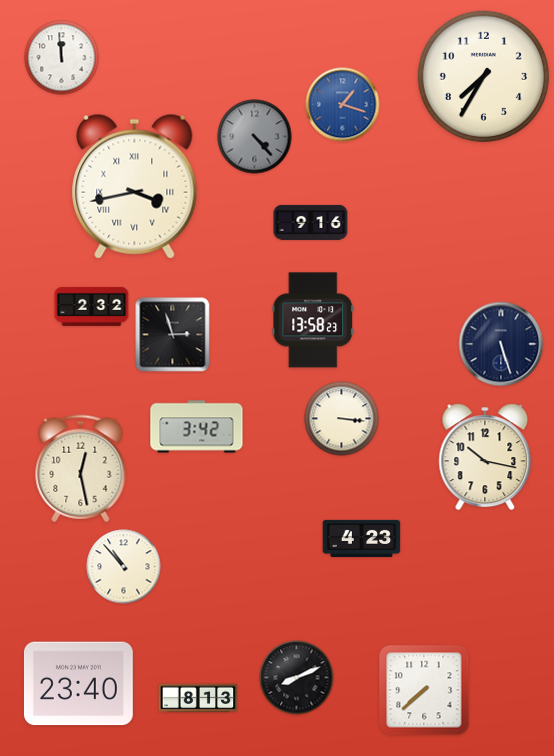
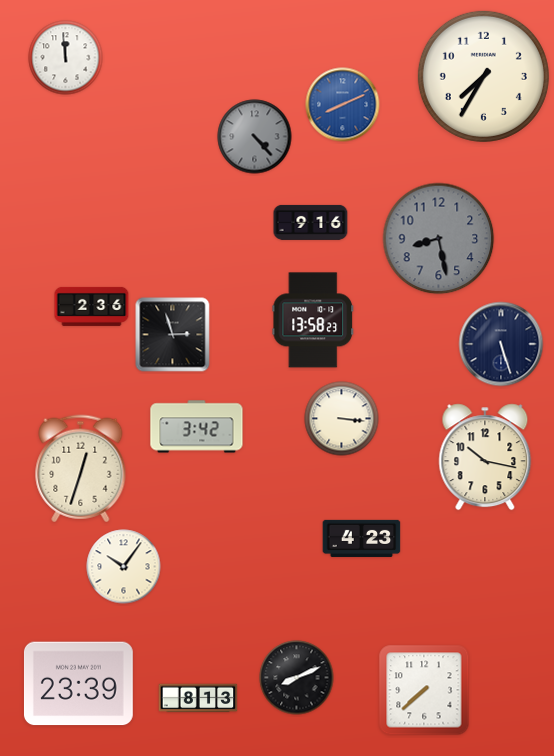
clock at (62, 58) position: (62, 58) -> (66, 58)
clock at (343, 105): 1:18 -> 8:11
clock at (135, 186): 3:43 -> none
clock at (439, 239): none -> 8:28
clock at (92, 306): 2:32 -> 2:36
clock at (81, 469): 12:28 -> 12:33
clock at (124, 567): 10:53 -> 10:06
clock at (78, 684): 23:40 -> 23:39
